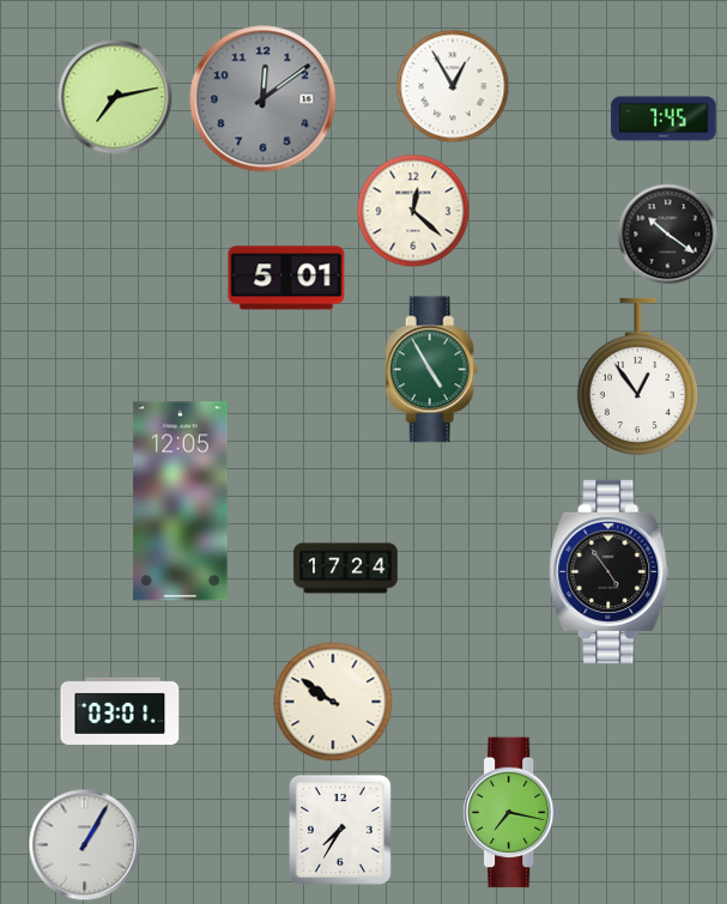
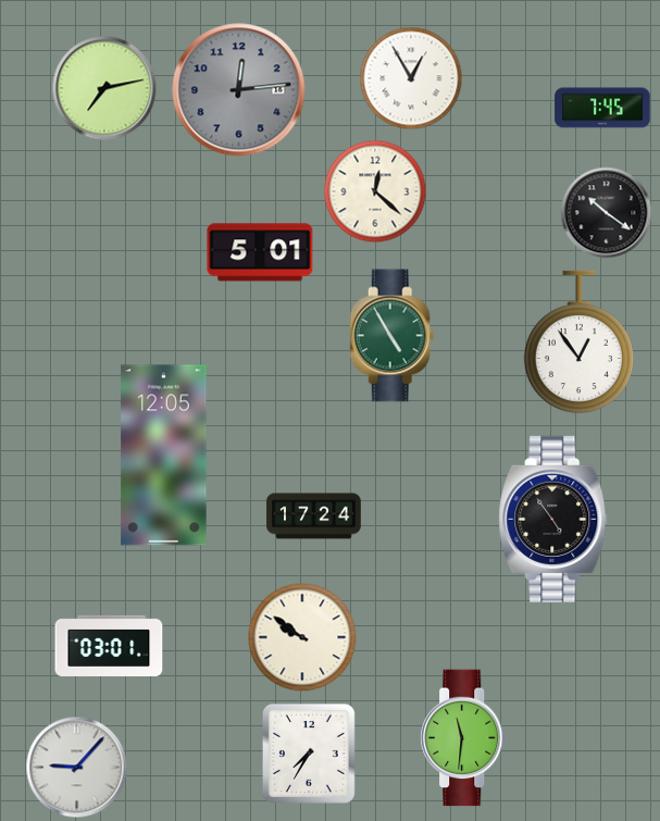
clock at (263, 99): 12:09 -> 12:14
clock at (511, 813): 7:17 -> 11:31
clock at (85, 845): 1:05 -> 9:07
